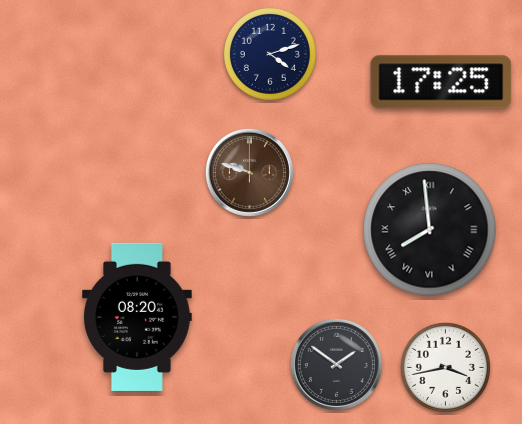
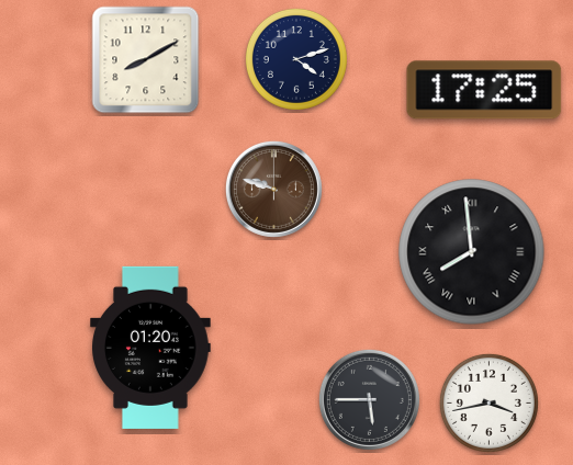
clock at (146, 60): none -> 8:10
clock at (138, 317): 08:20 -> 01:20
clock at (336, 364): 1:51 -> 5:45
